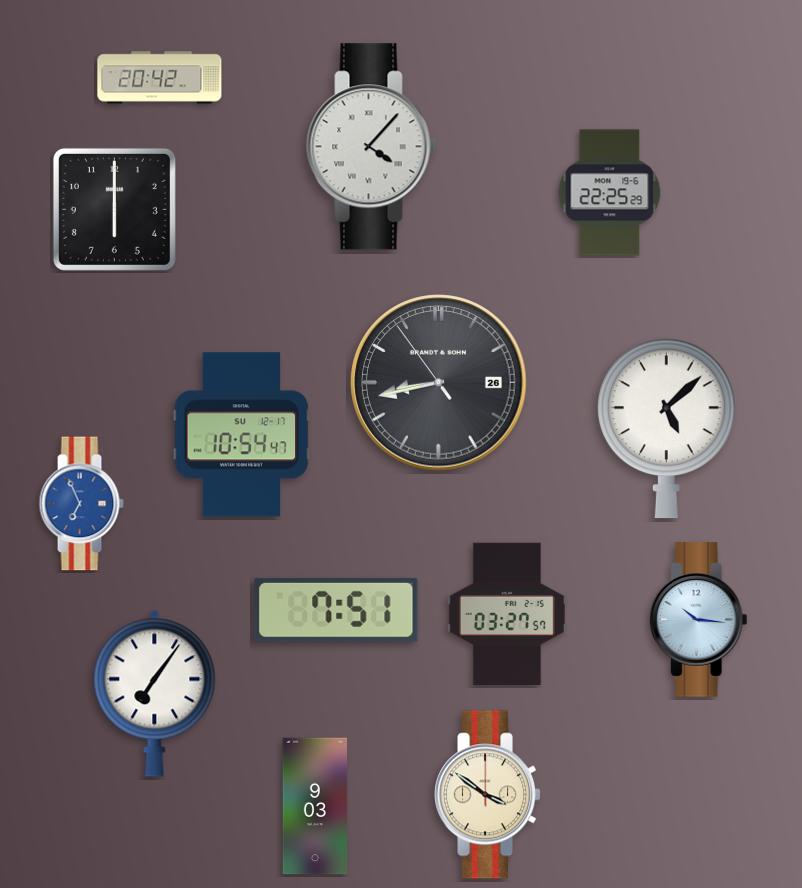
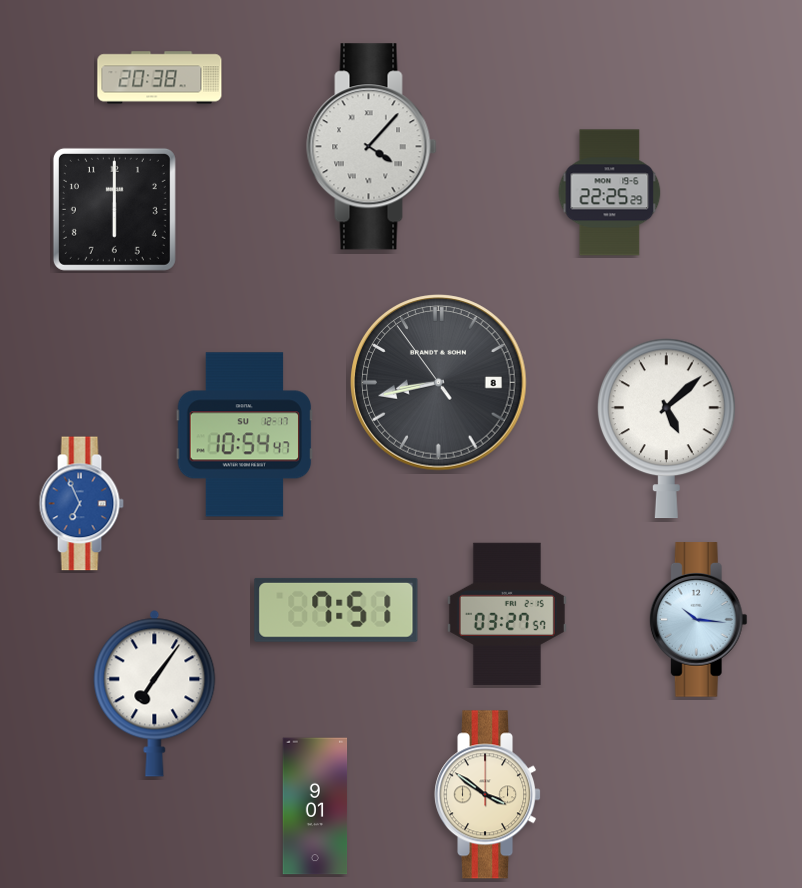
clock at (160, 78): 20:42 -> 20:38
clock at (439, 383) date: 26 -> 8
clock at (242, 435) position: (242, 435) -> (245, 435)
clock at (315, 806): 9:03 -> 9:01
